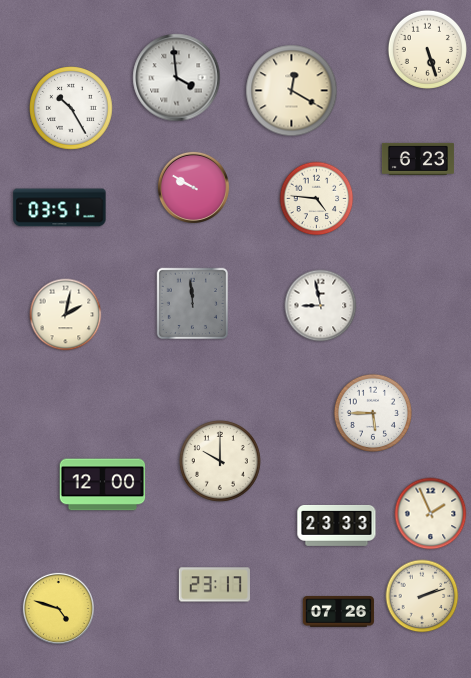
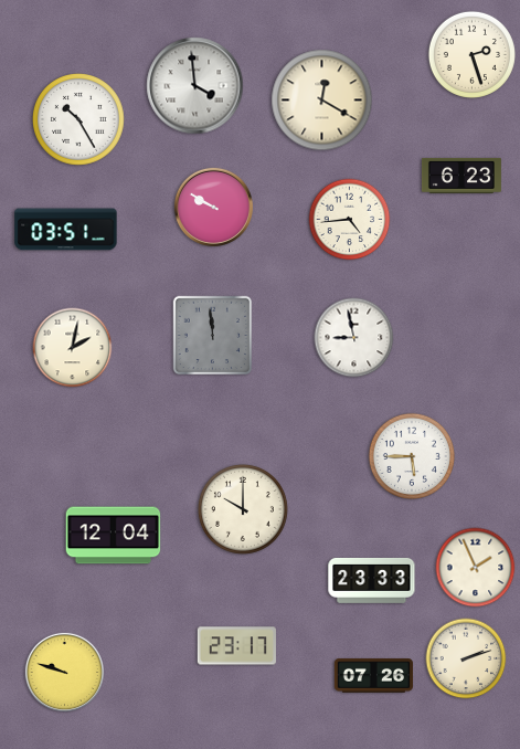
clock at (427, 49): 5:27 -> 2:27
clock at (317, 199): 4:46 -> 4:44
clock at (103, 485): 12:00 -> 12:04
clock at (58, 608): 4:48 -> 9:48
